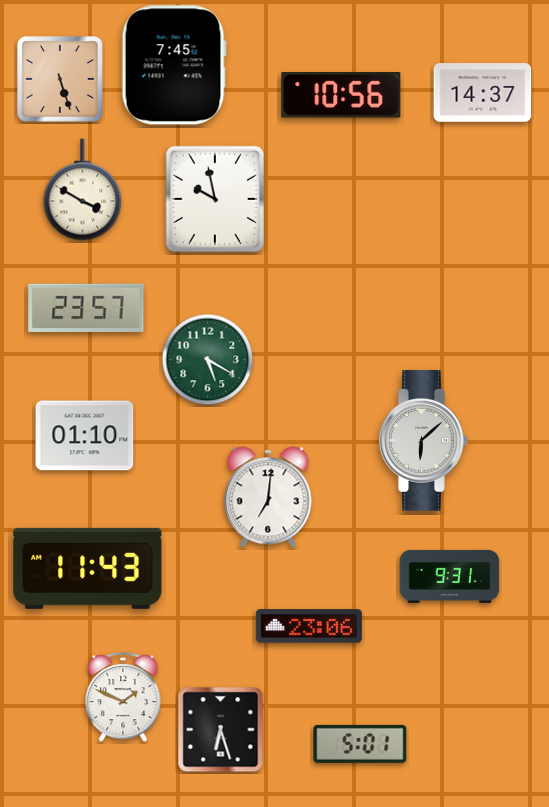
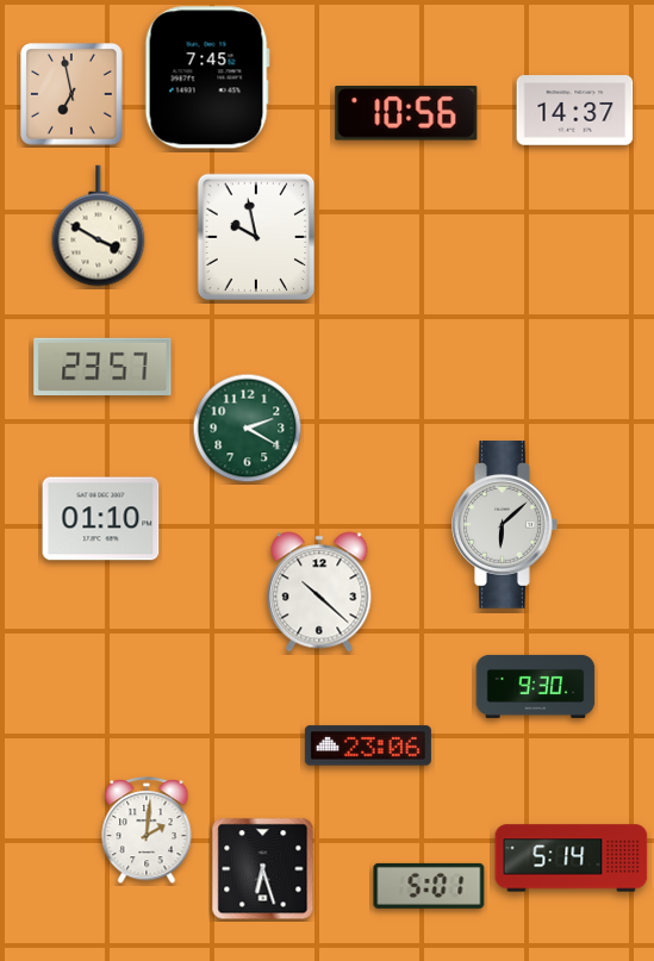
clock at (60, 79): 5:27 -> 6:58
clock at (208, 360): 5:20 -> 2:20
clock at (268, 497): 7:01 -> 10:22
clock at (88, 568): 11:43 -> none
clock at (450, 576): 9:31 -> 9:30
clock at (123, 697): 1:49 -> 2:01
clock at (572, 859): none -> 5:14
